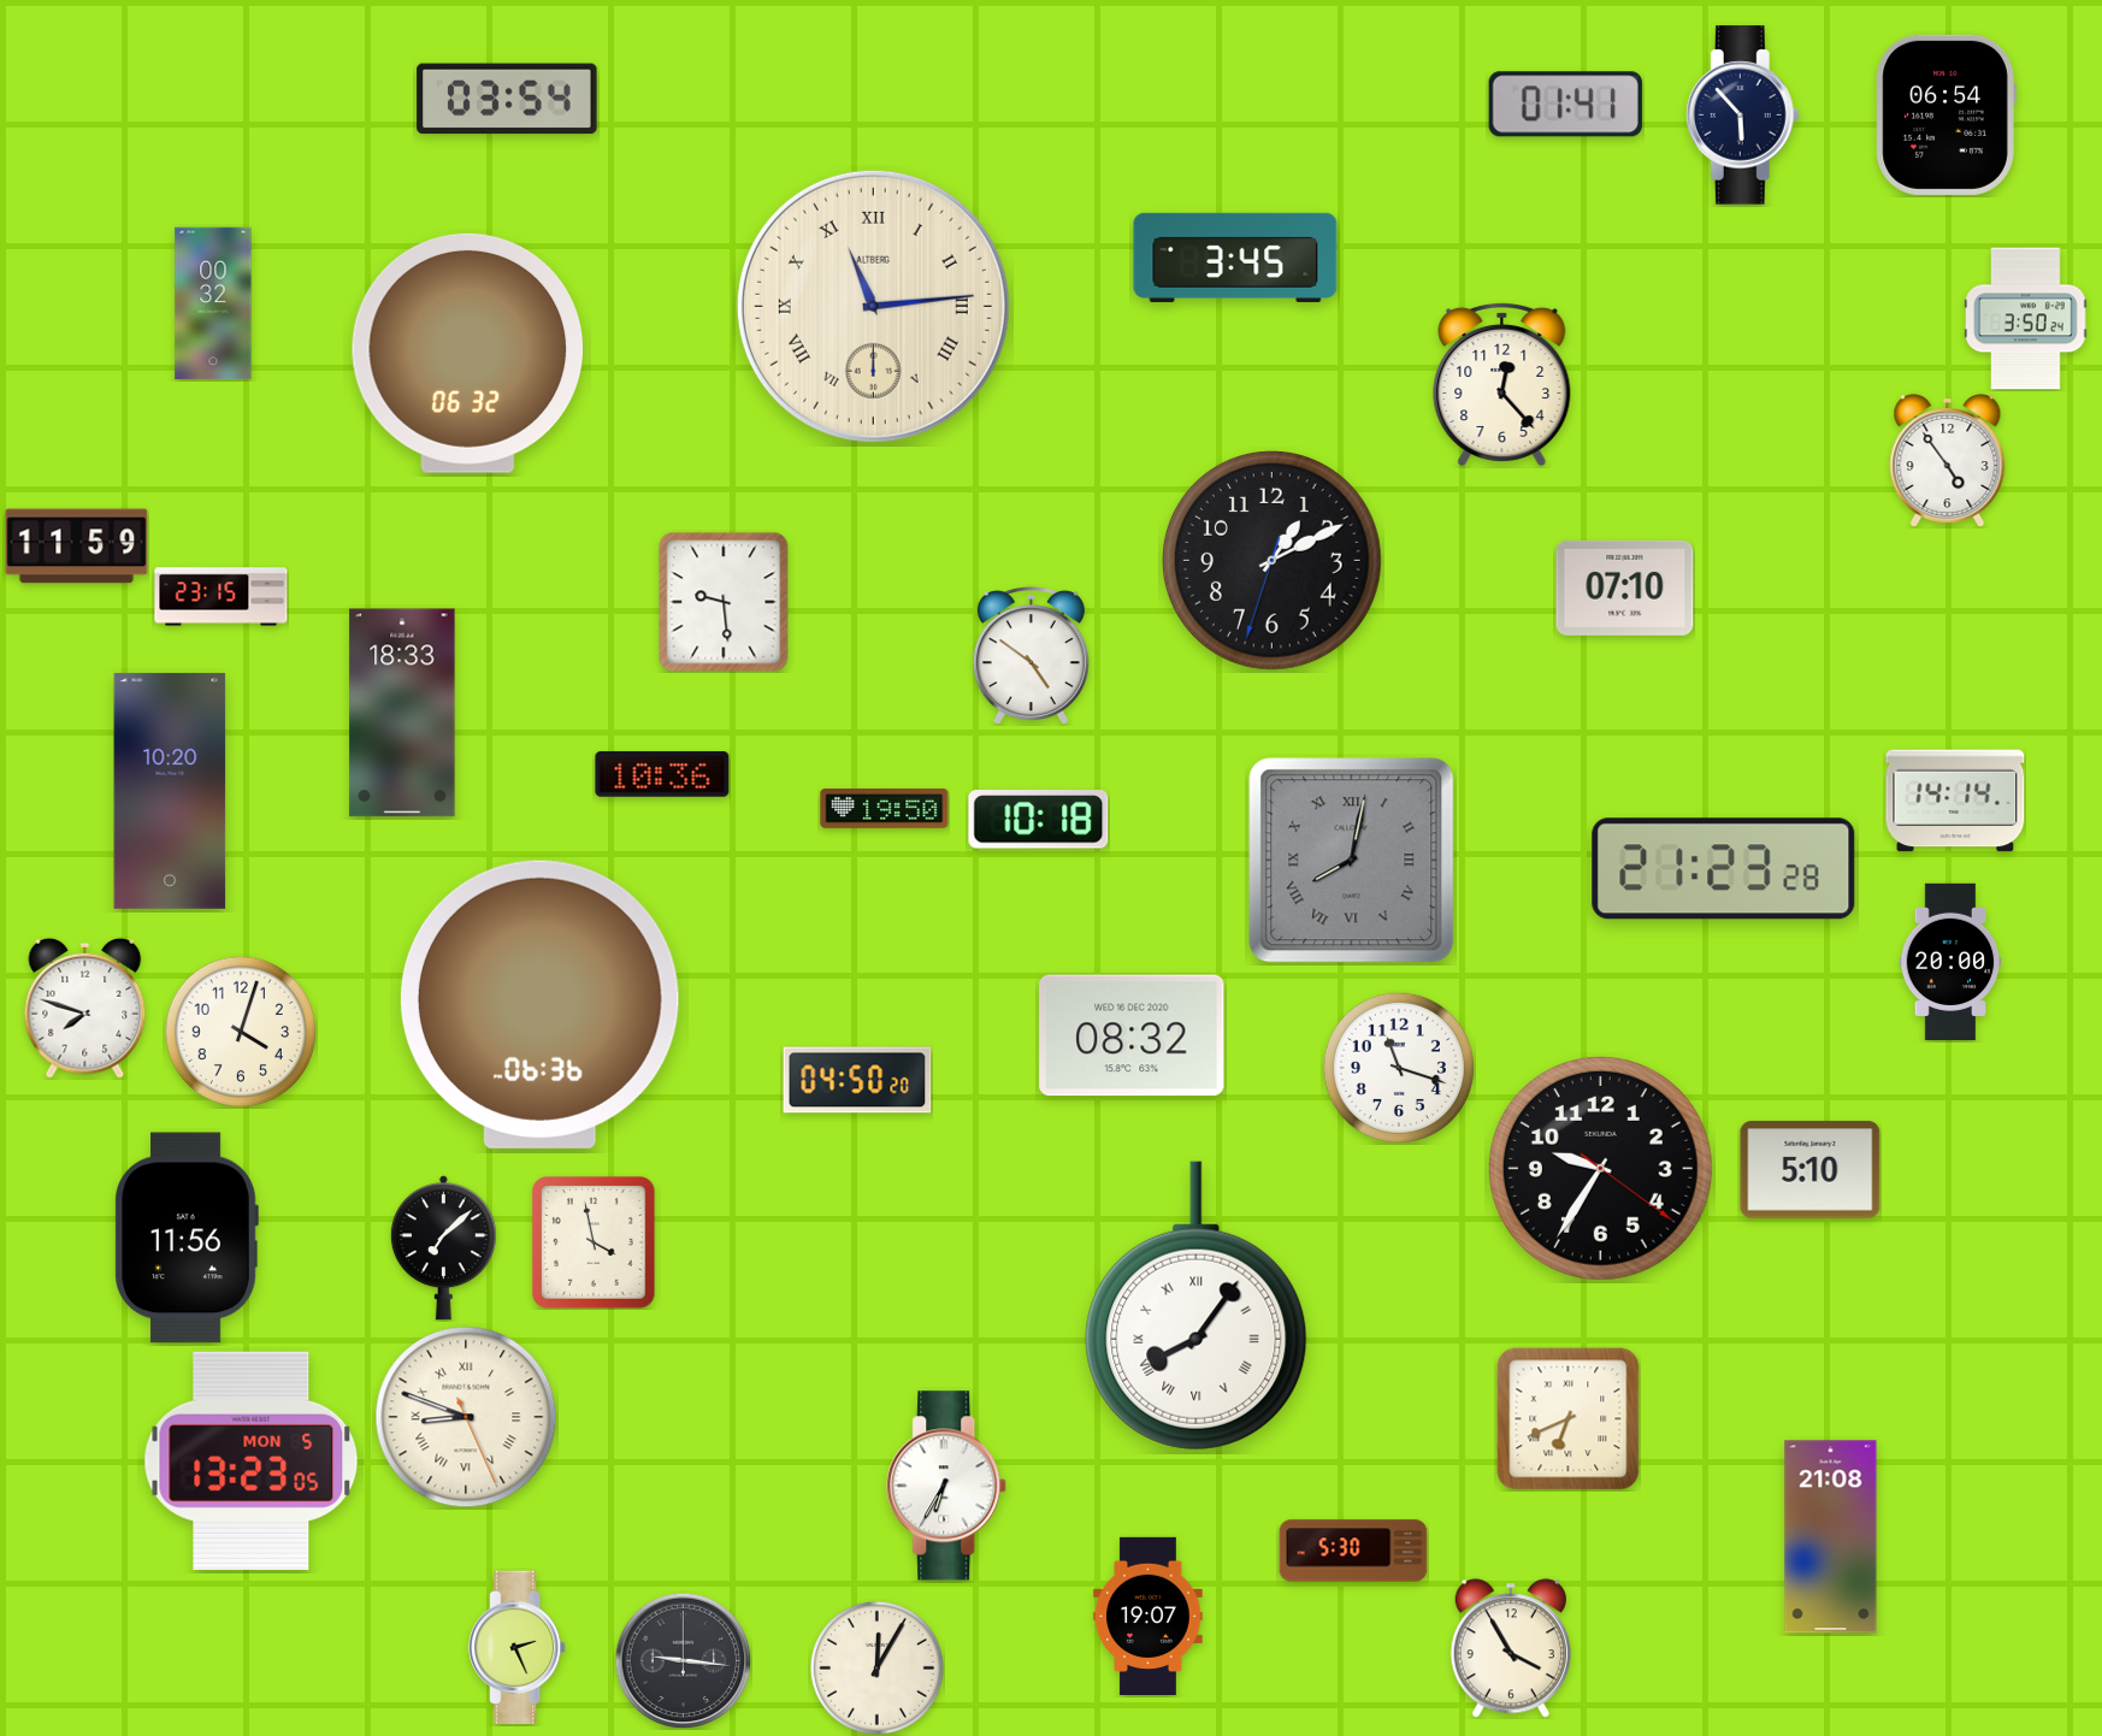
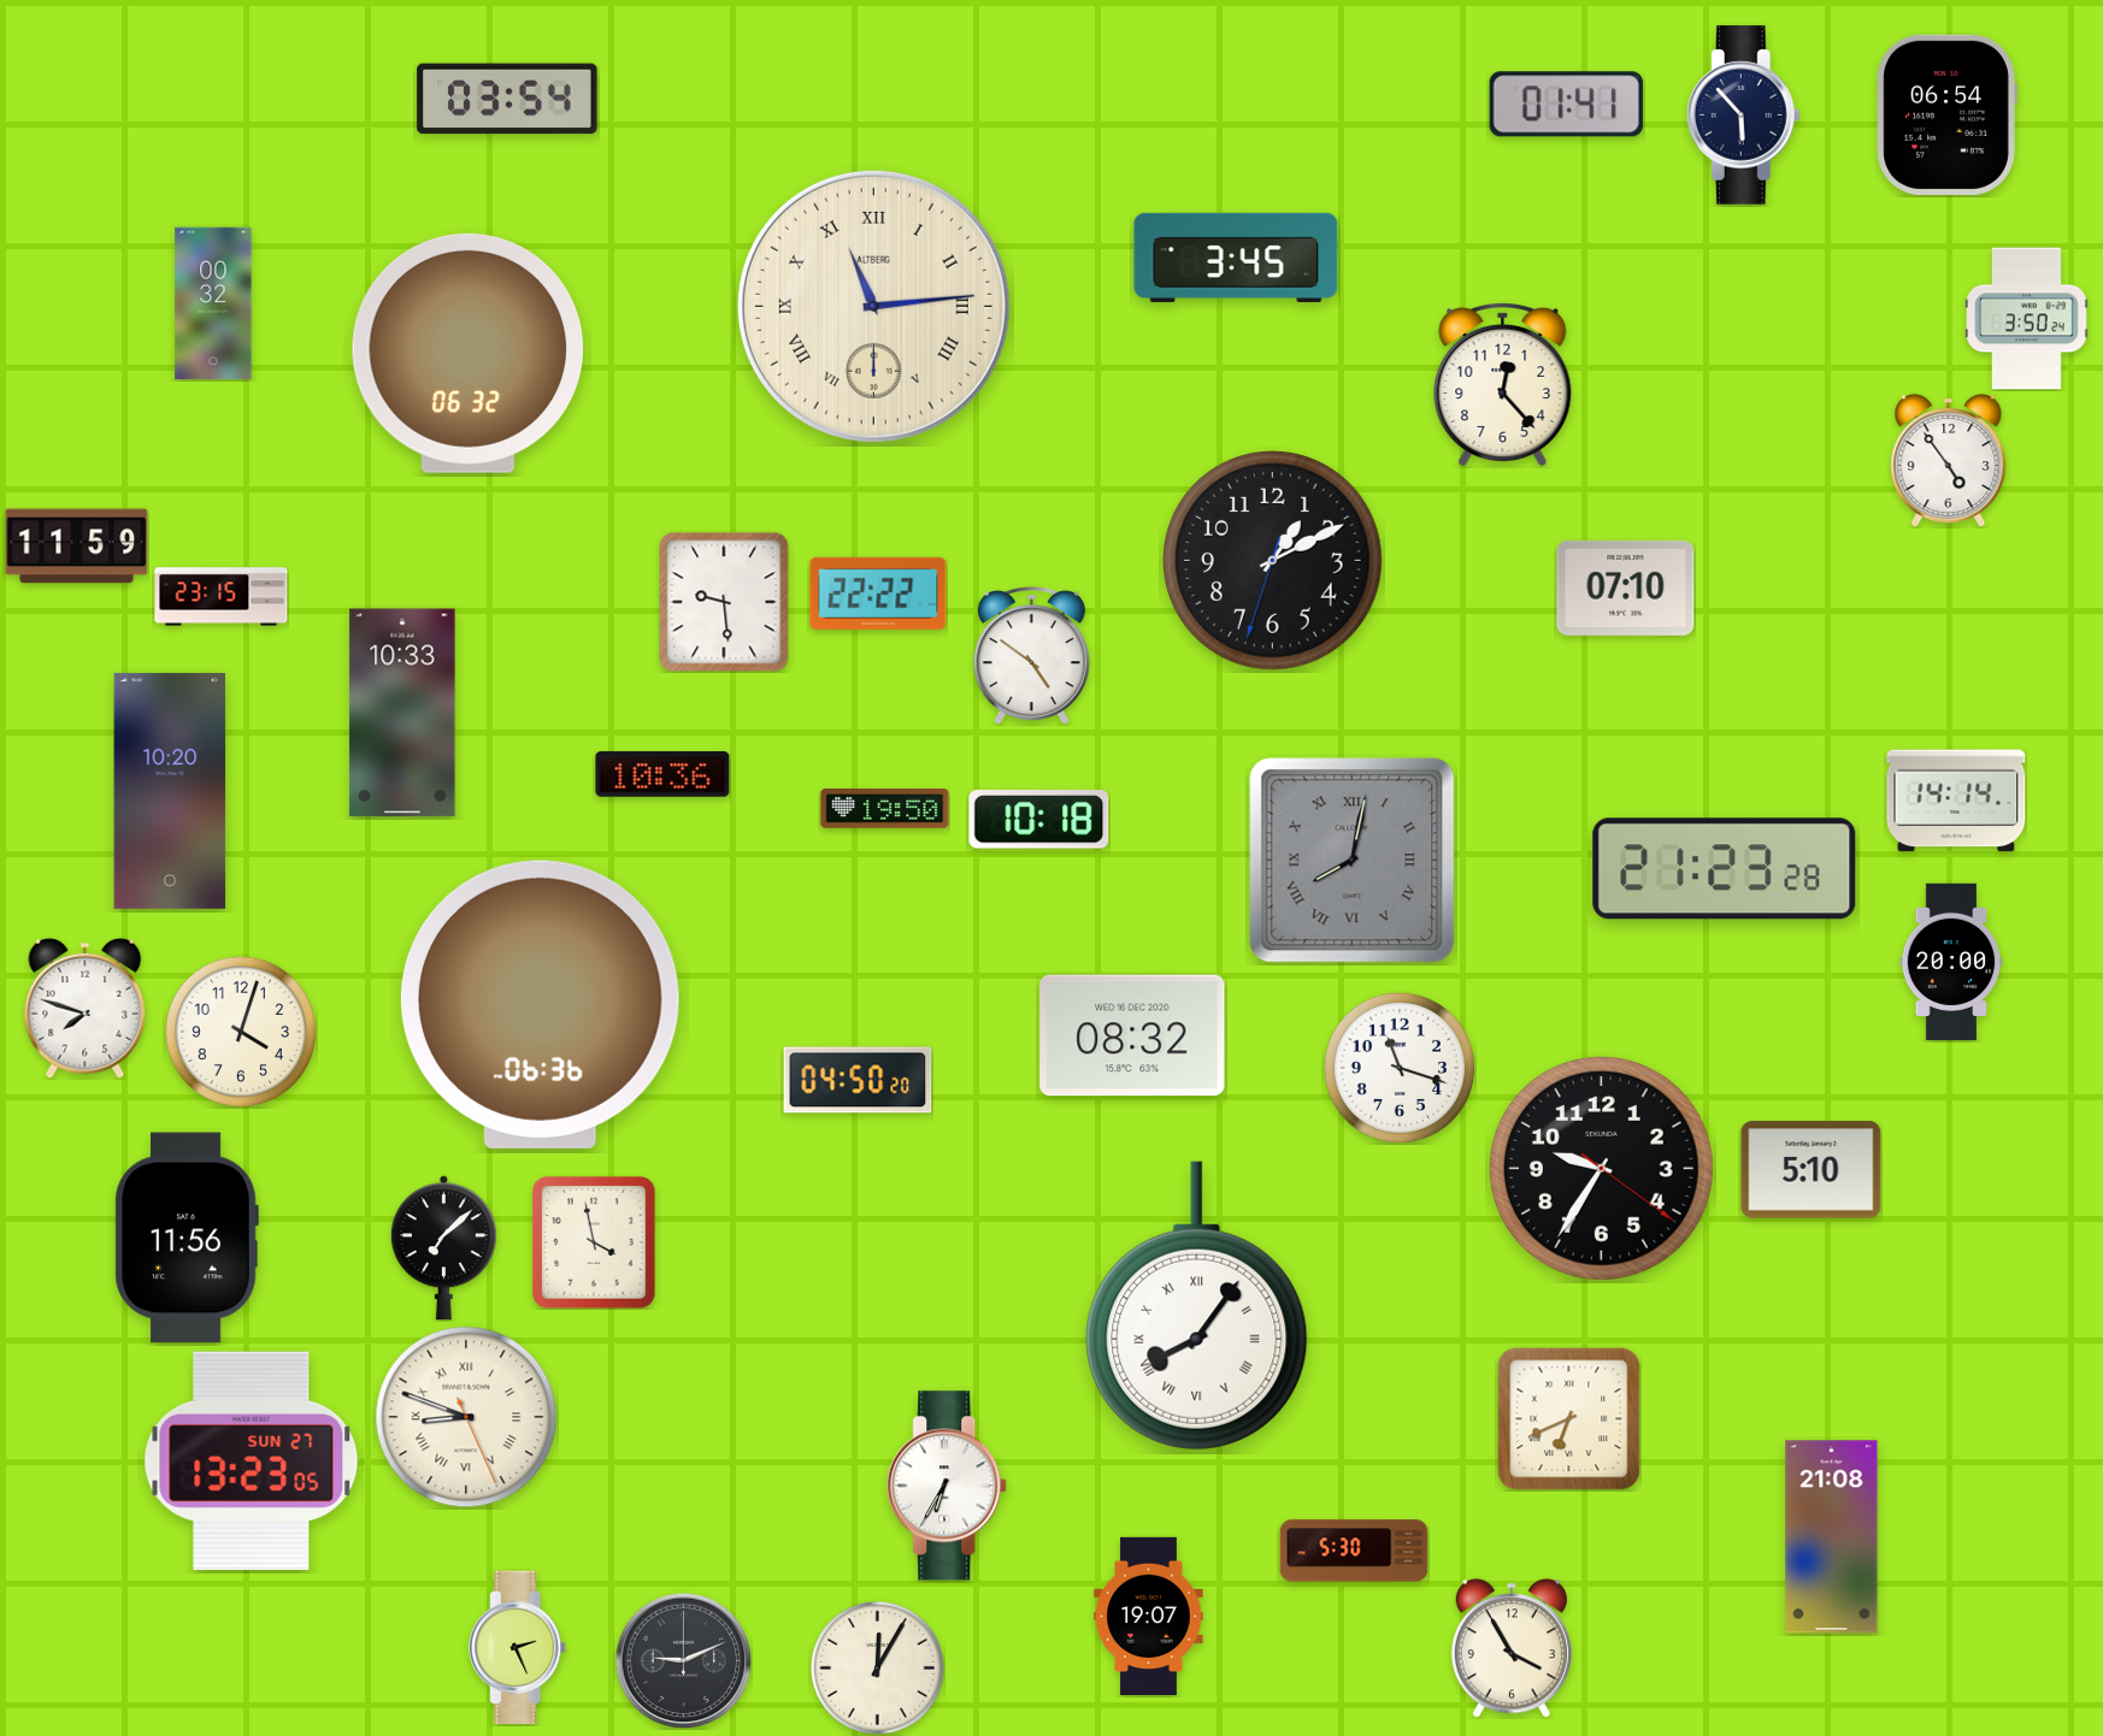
clock at (878, 594): none -> 22:22
clock at (402, 713): 18:33 -> 10:33
clock at (252, 1460) date: MON 5 -> SUN 27
clock at (683, 1660): 9:16 -> 9:11
